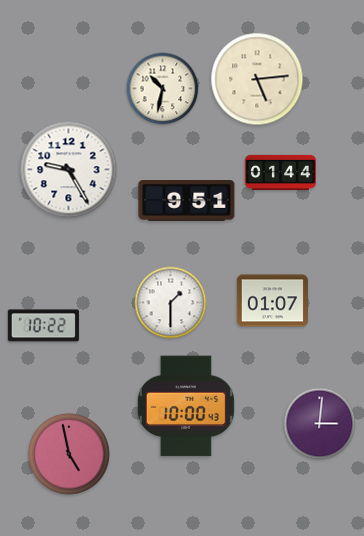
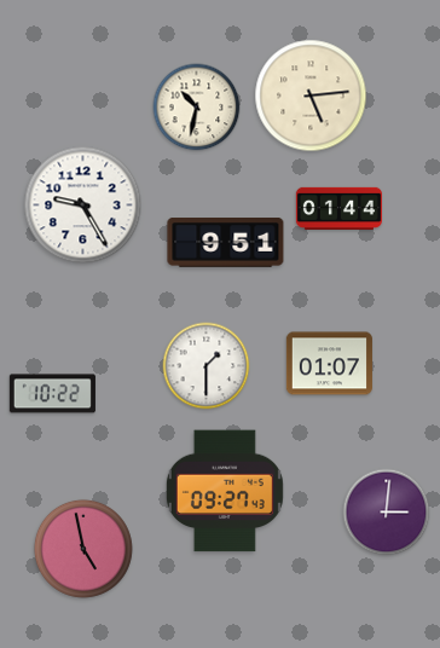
clock at (186, 406): 10:00 -> 09:27
